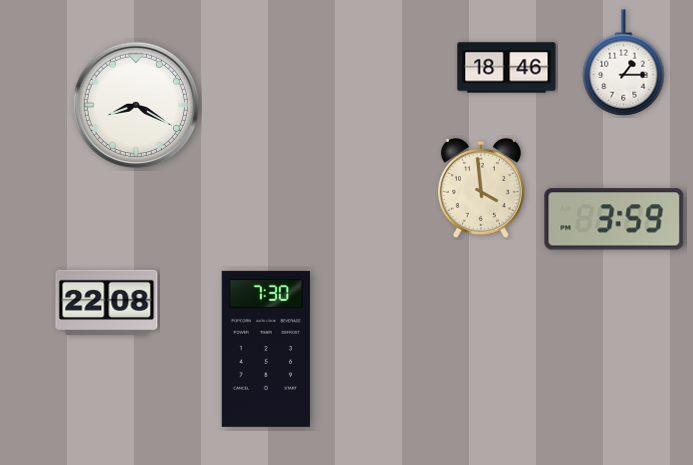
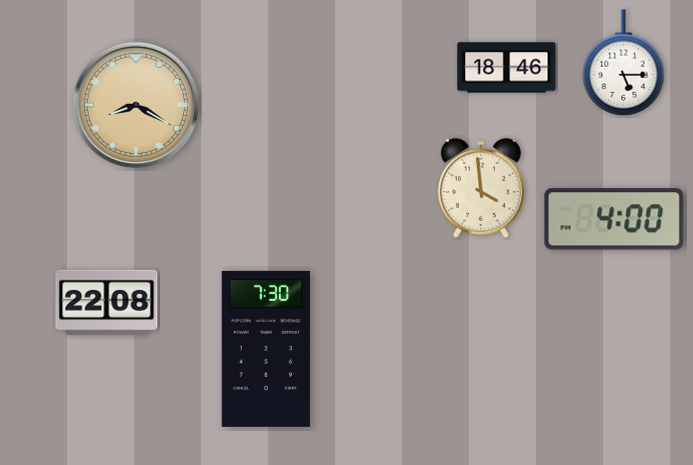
clock at (624, 63): 1:15 -> 5:15
clock at (136, 105) dial: white -> champagne
clock at (614, 219): 3:59 -> 4:00
